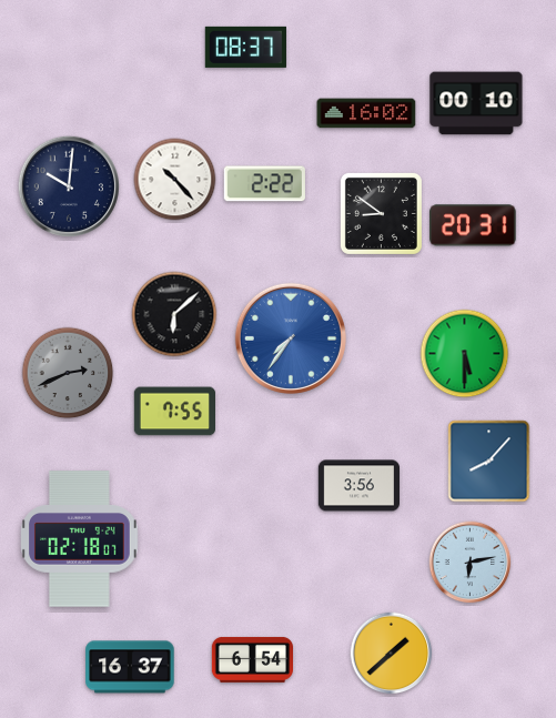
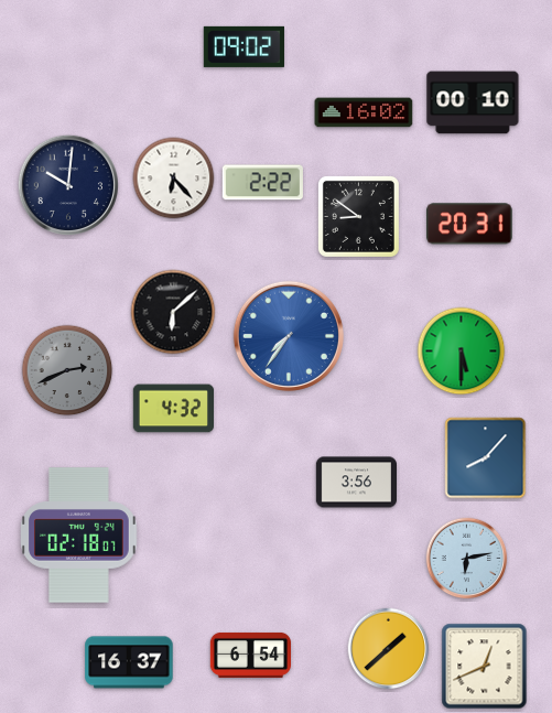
clock at (245, 47): 08:37 -> 09:02
clock at (175, 180): 10:23 -> 6:23
clock at (381, 213) position: (381, 213) -> (358, 216)
clock at (174, 412): 7:55 -> 4:32
clock at (485, 667): none -> 12:41
